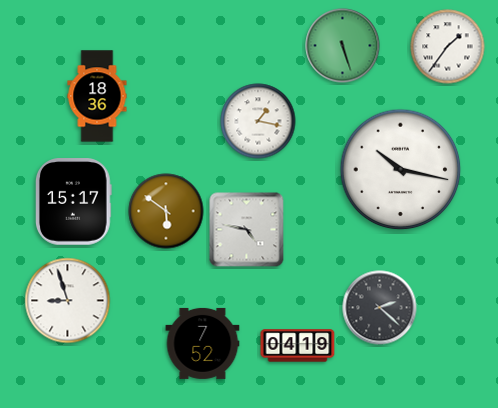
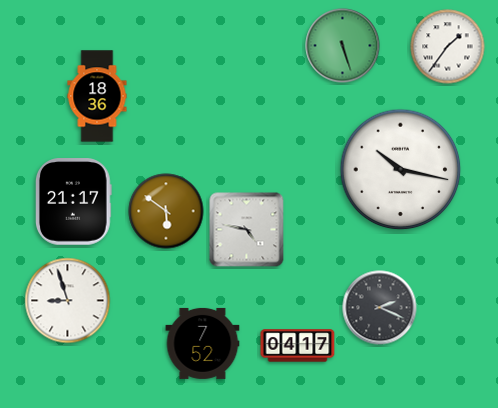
clock at (258, 121): 1:17 -> none
clock at (74, 202): 15:17 -> 21:17
clock at (380, 308): 2:22 -> 2:19
clock at (298, 346): 04:19 -> 04:17
